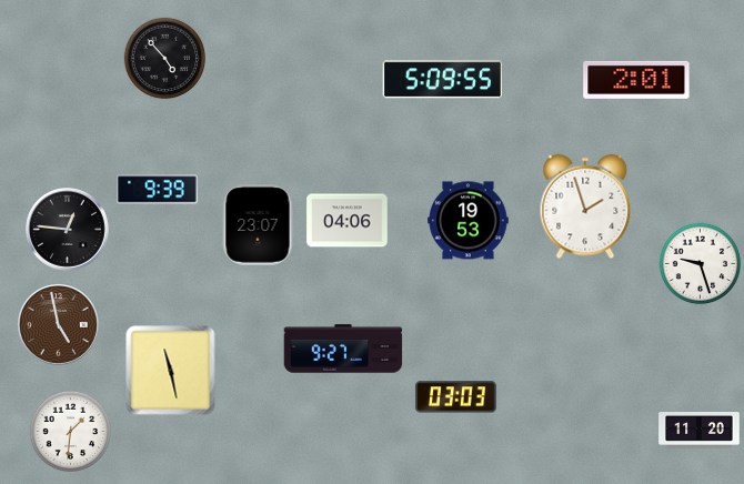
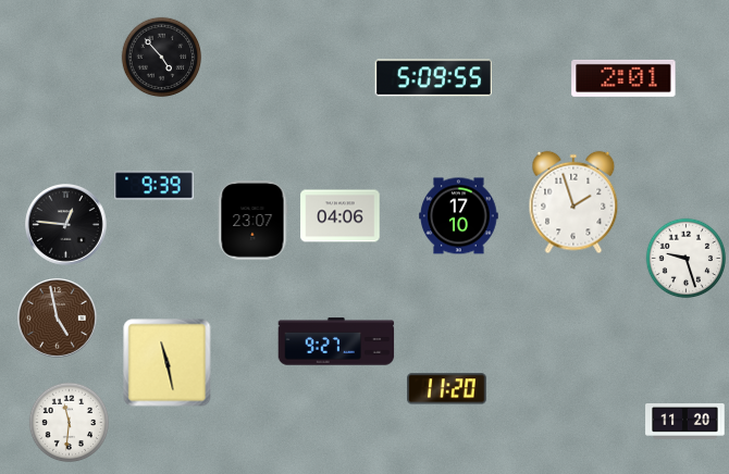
clock at (469, 221): 19:53 -> 17:10
clock at (456, 397): 03:03 -> 11:20
clock at (71, 432): 1:31 -> 11:31
